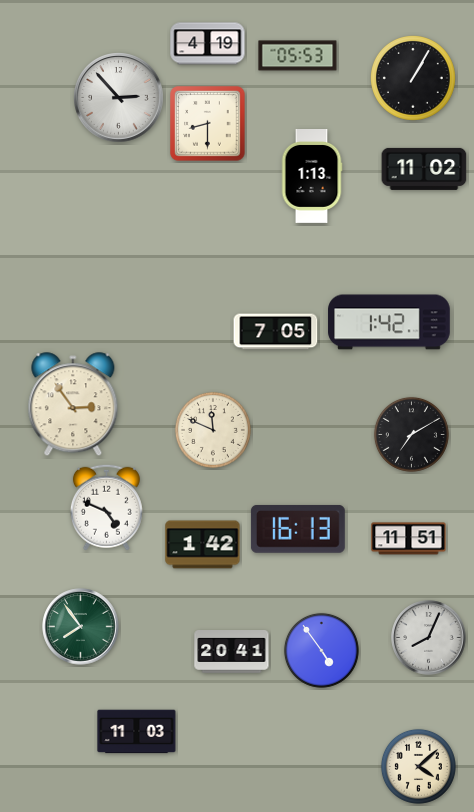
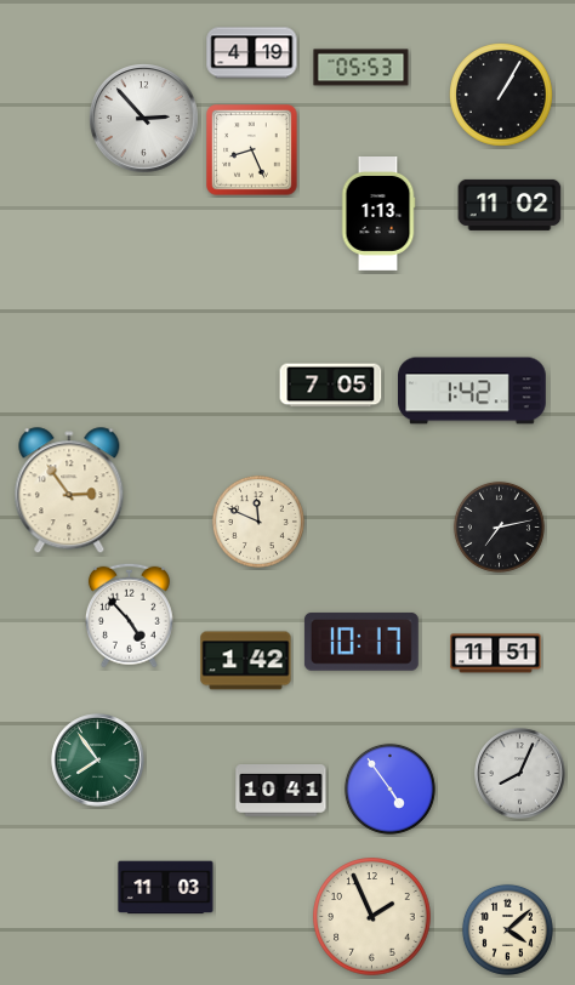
clock at (208, 124): 8:30 -> 8:26
clock at (424, 169) position: (424, 169) -> (509, 205)
clock at (276, 332) position: (276, 332) -> (331, 386)
clock at (73, 405) position: (73, 405) -> (69, 491)
clock at (411, 434): 7:10 -> 7:13
clock at (106, 507): 4:49 -> 4:53
clock at (298, 529): 16:13 -> 10:17
clock at (232, 652): 20:41 -> 10:41
clock at (372, 917): none -> 1:56
